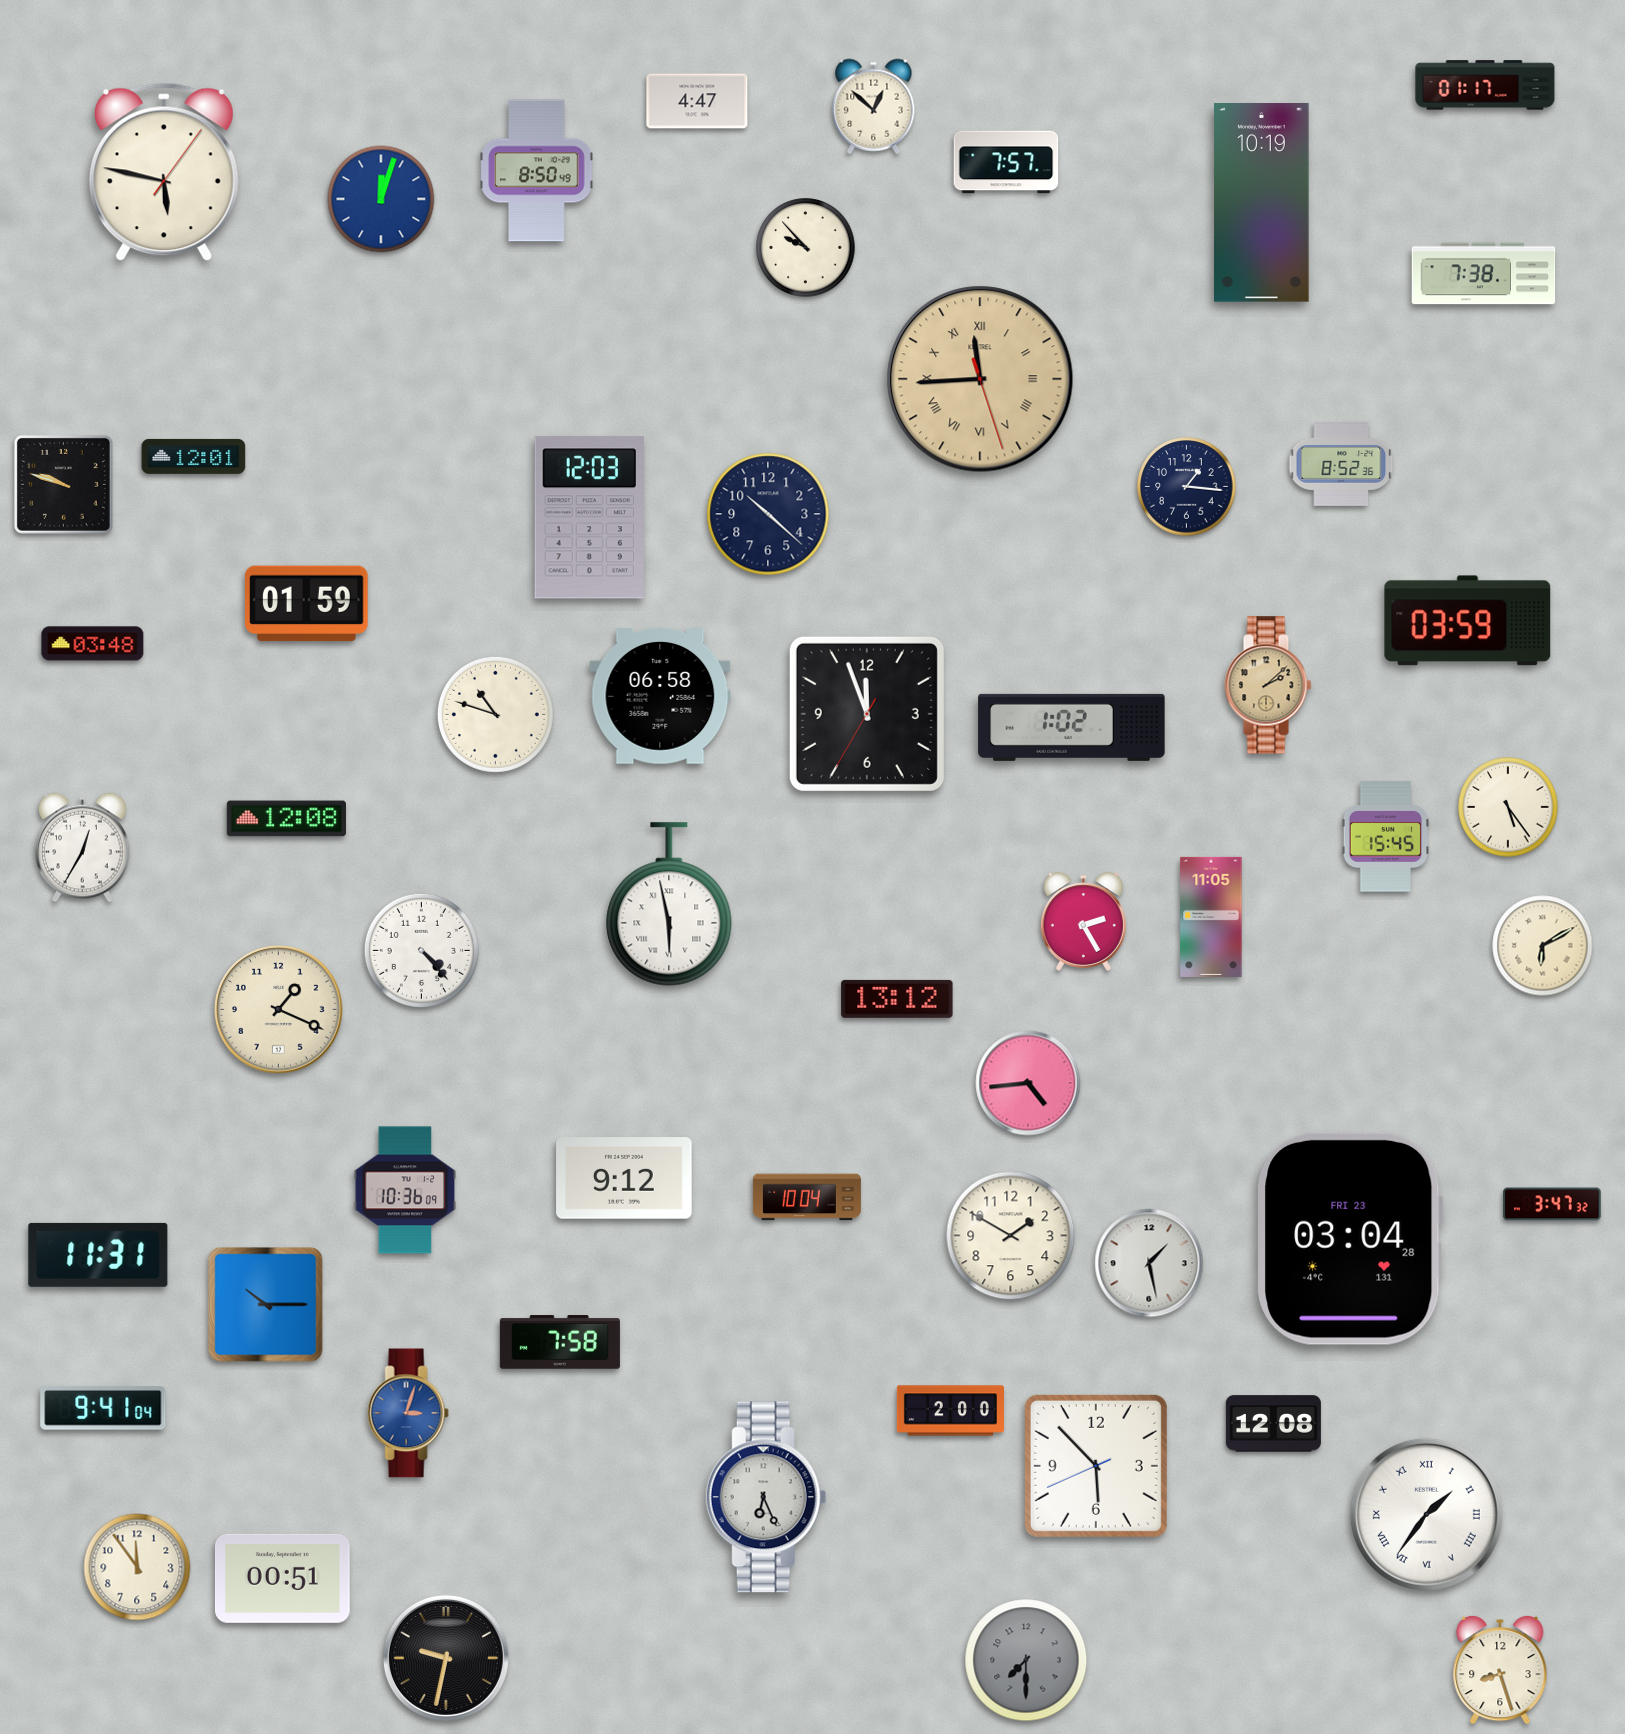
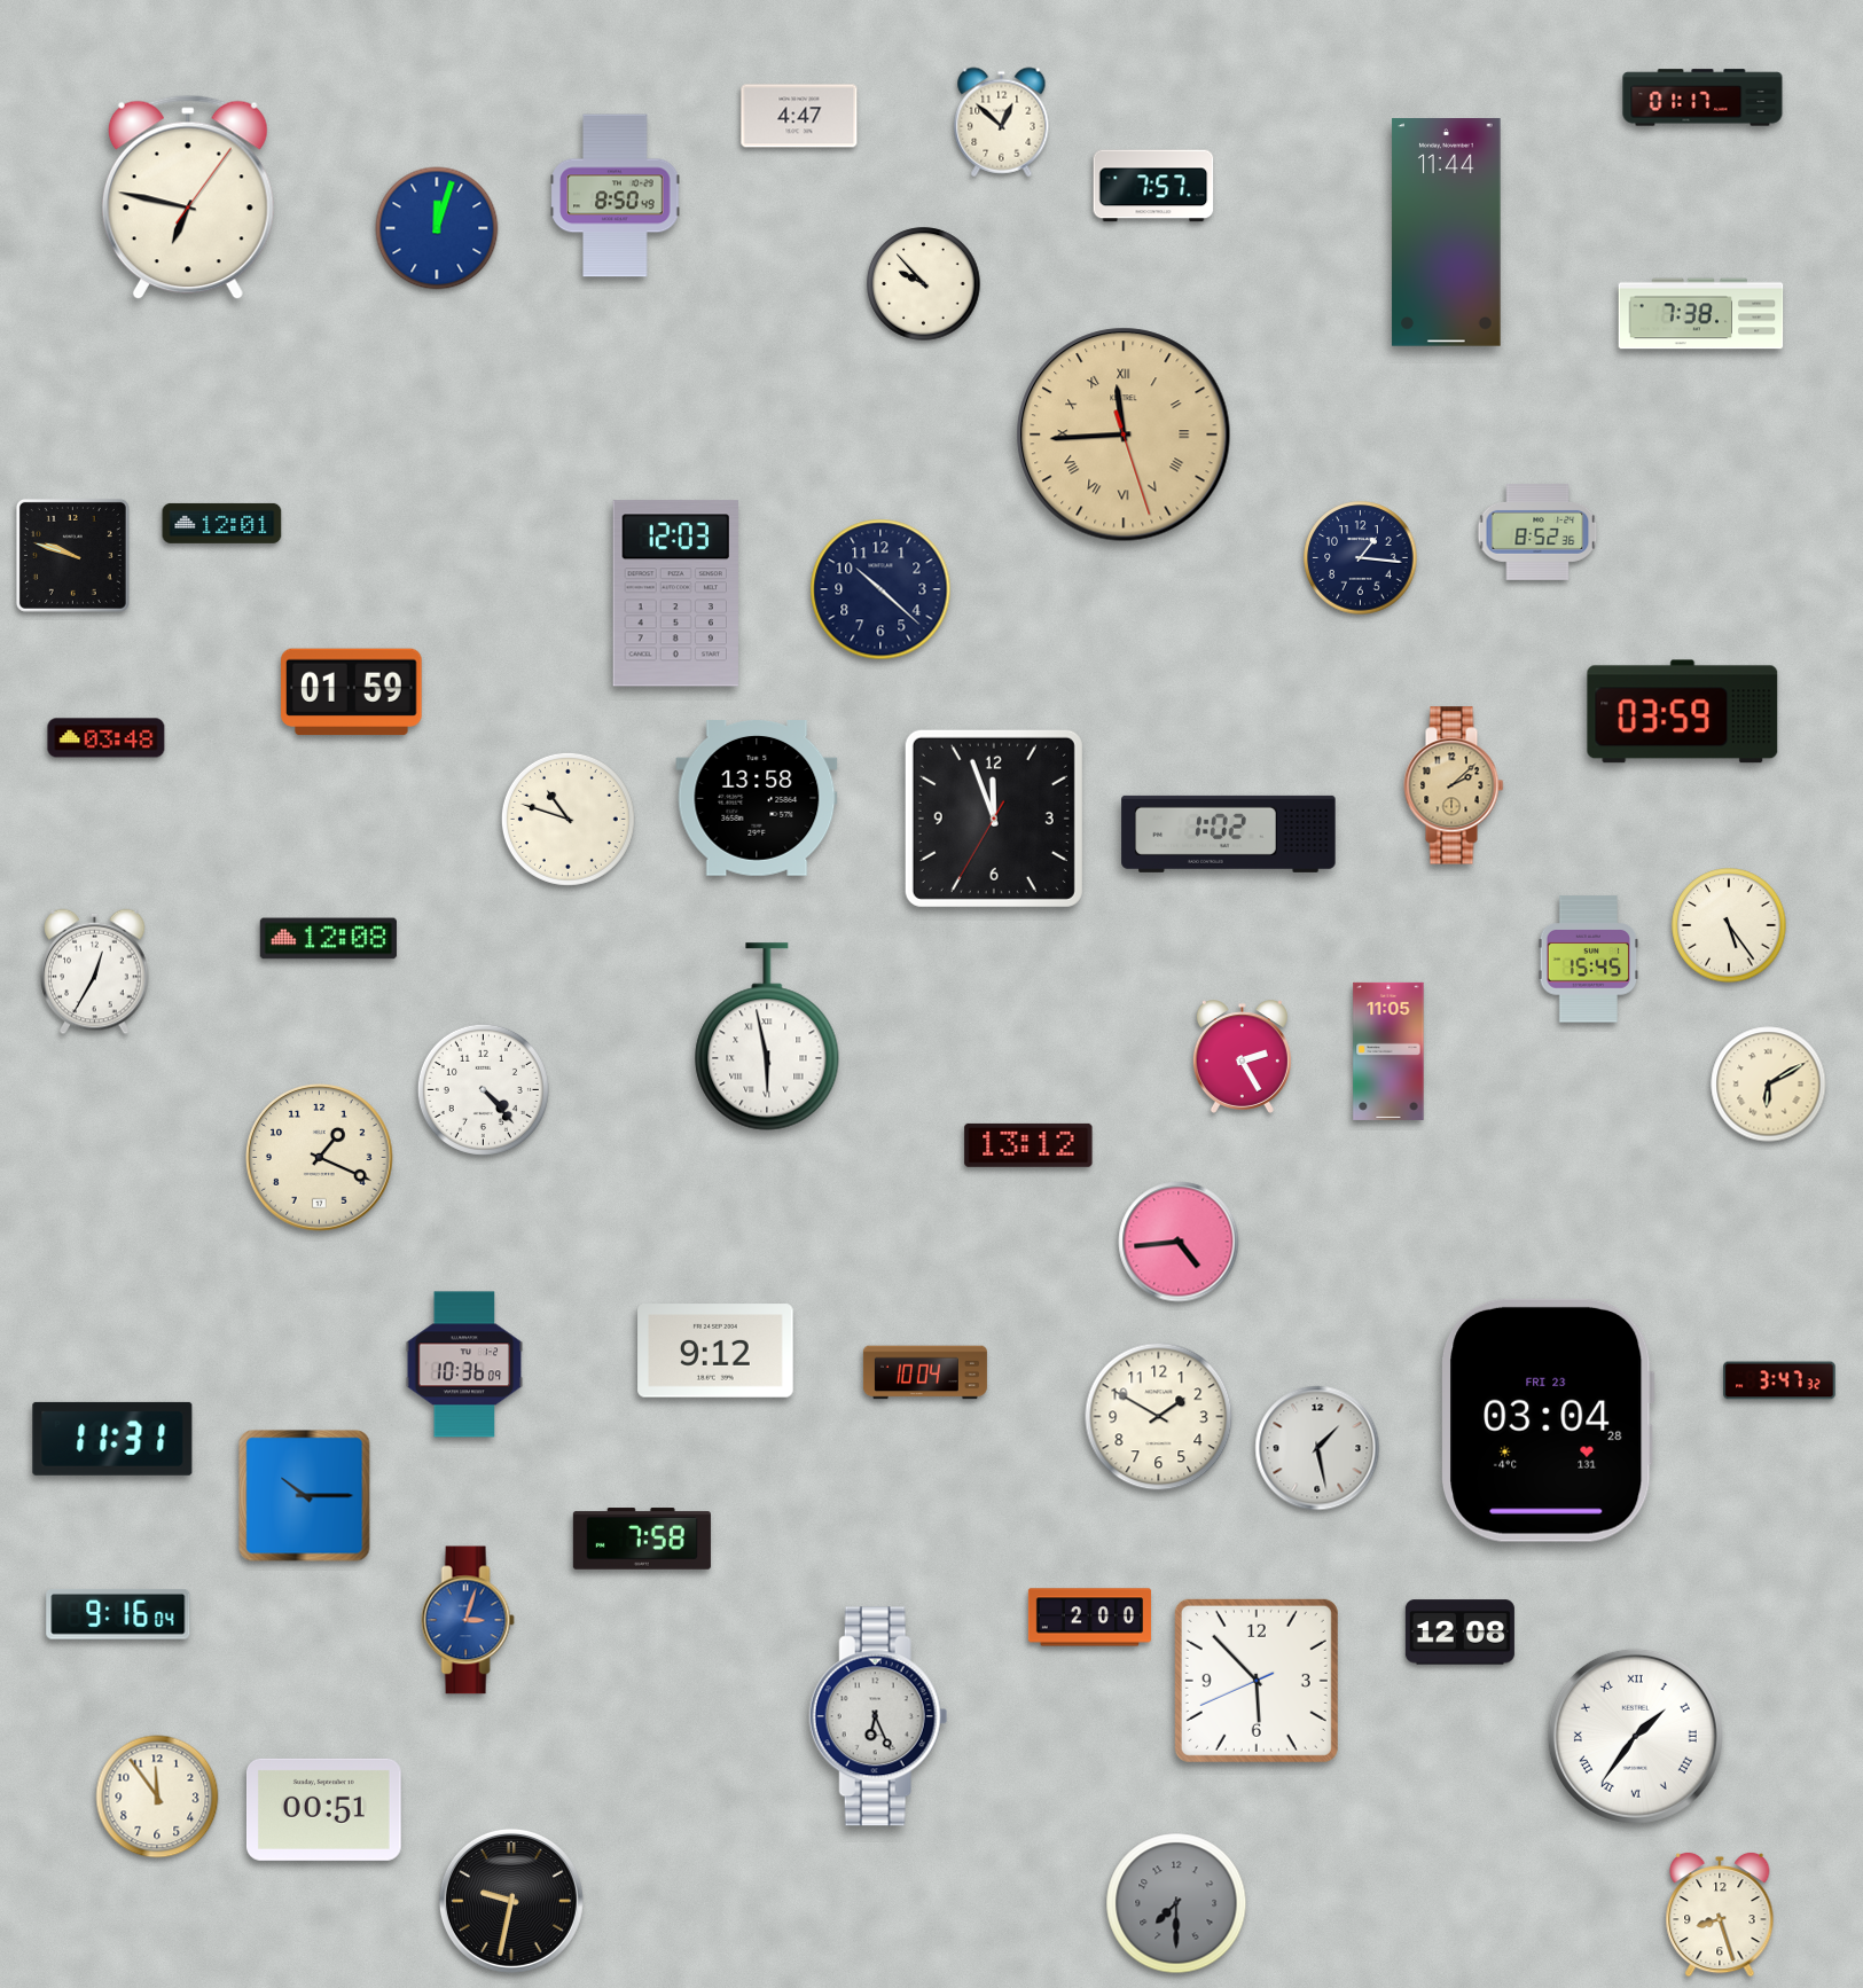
clock at (164, 172): 5:47 -> 6:47
clock at (1262, 203): 10:19 -> 11:44
clock at (660, 697): 06:58 -> 13:58
clock at (103, 1409): 9:41 -> 9:16
